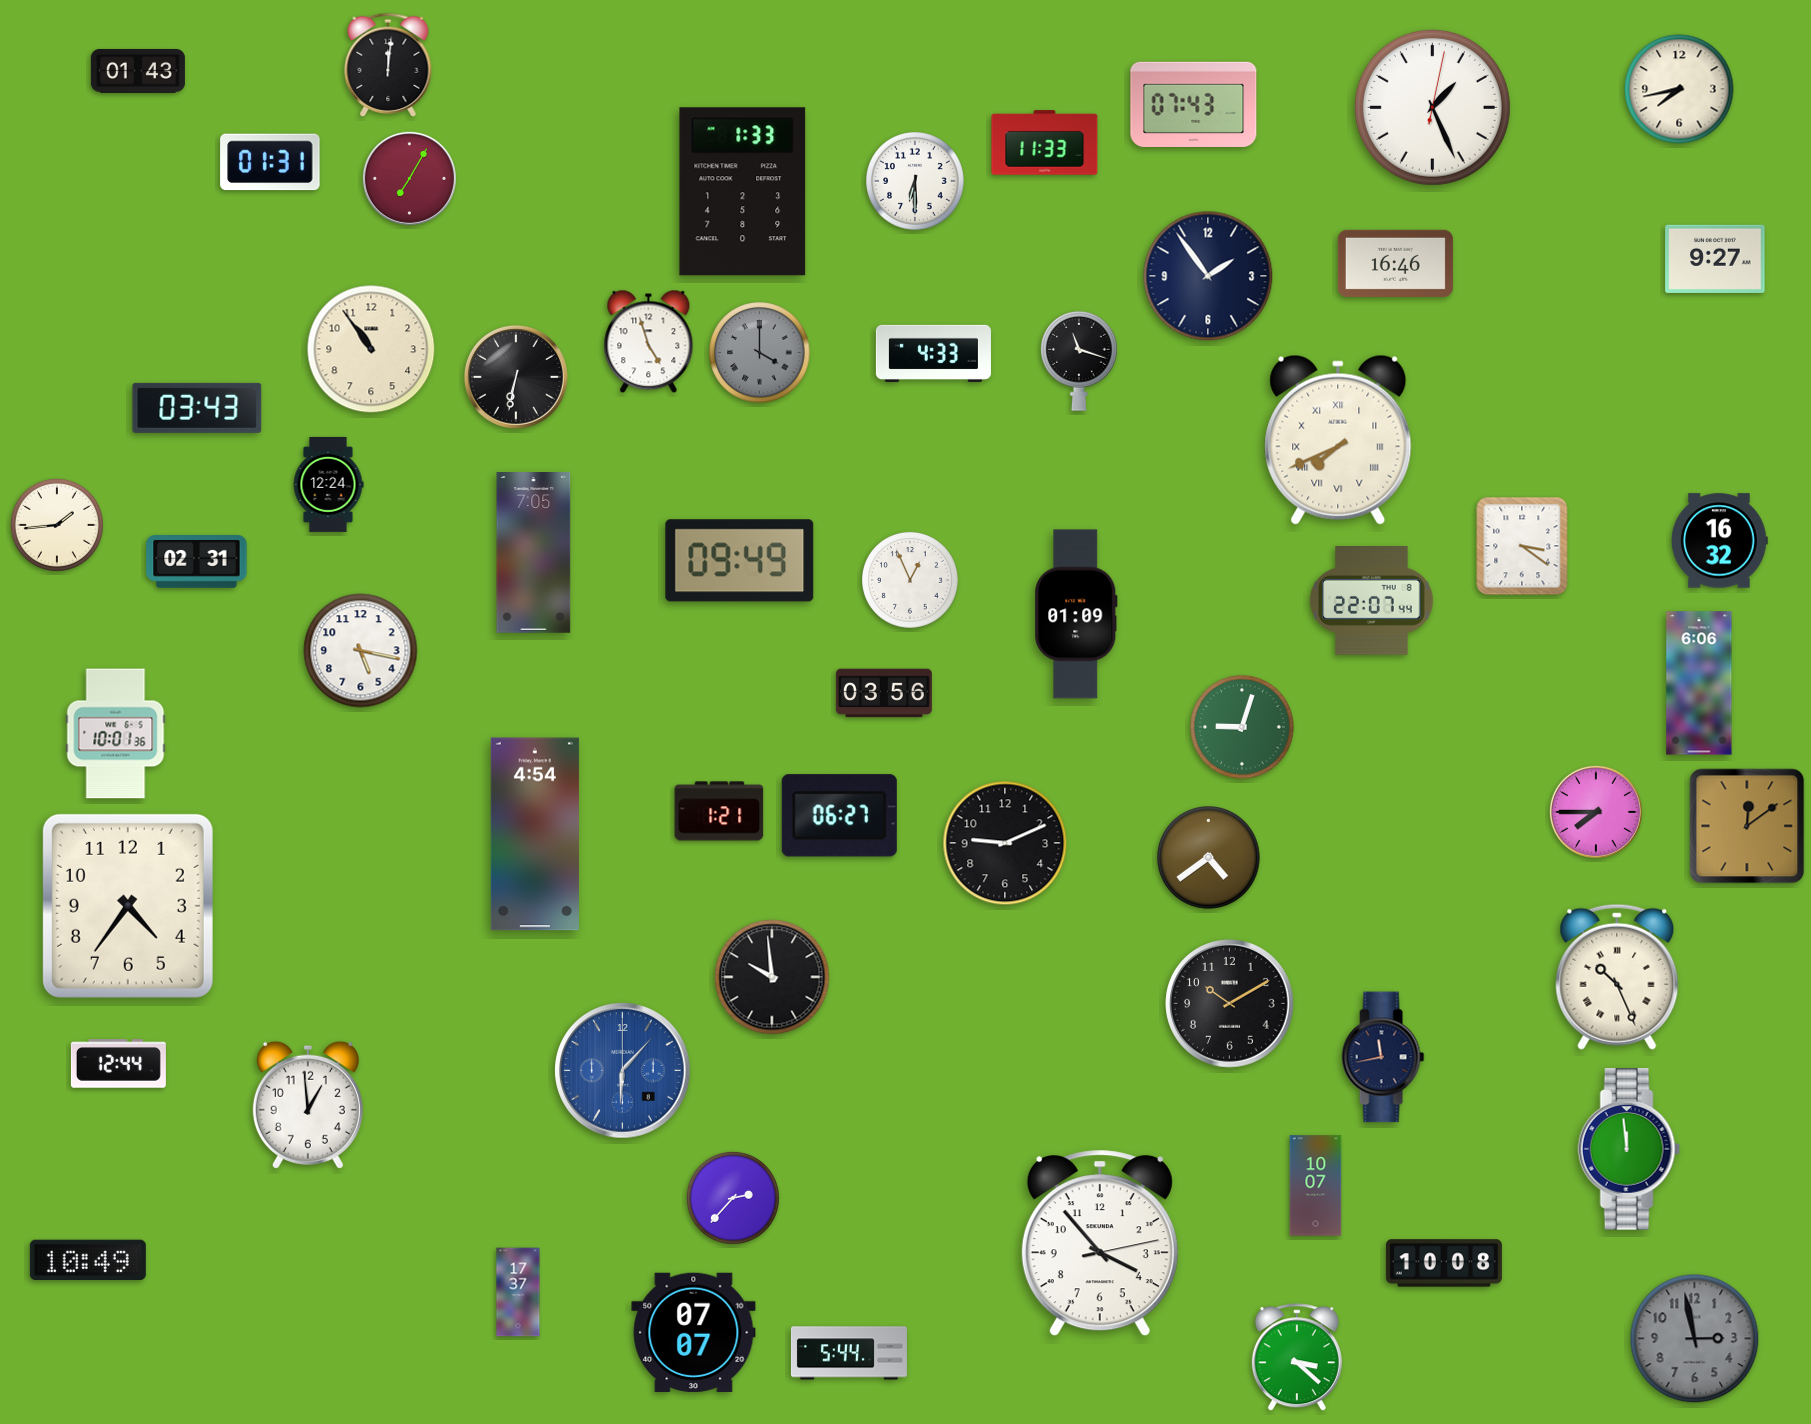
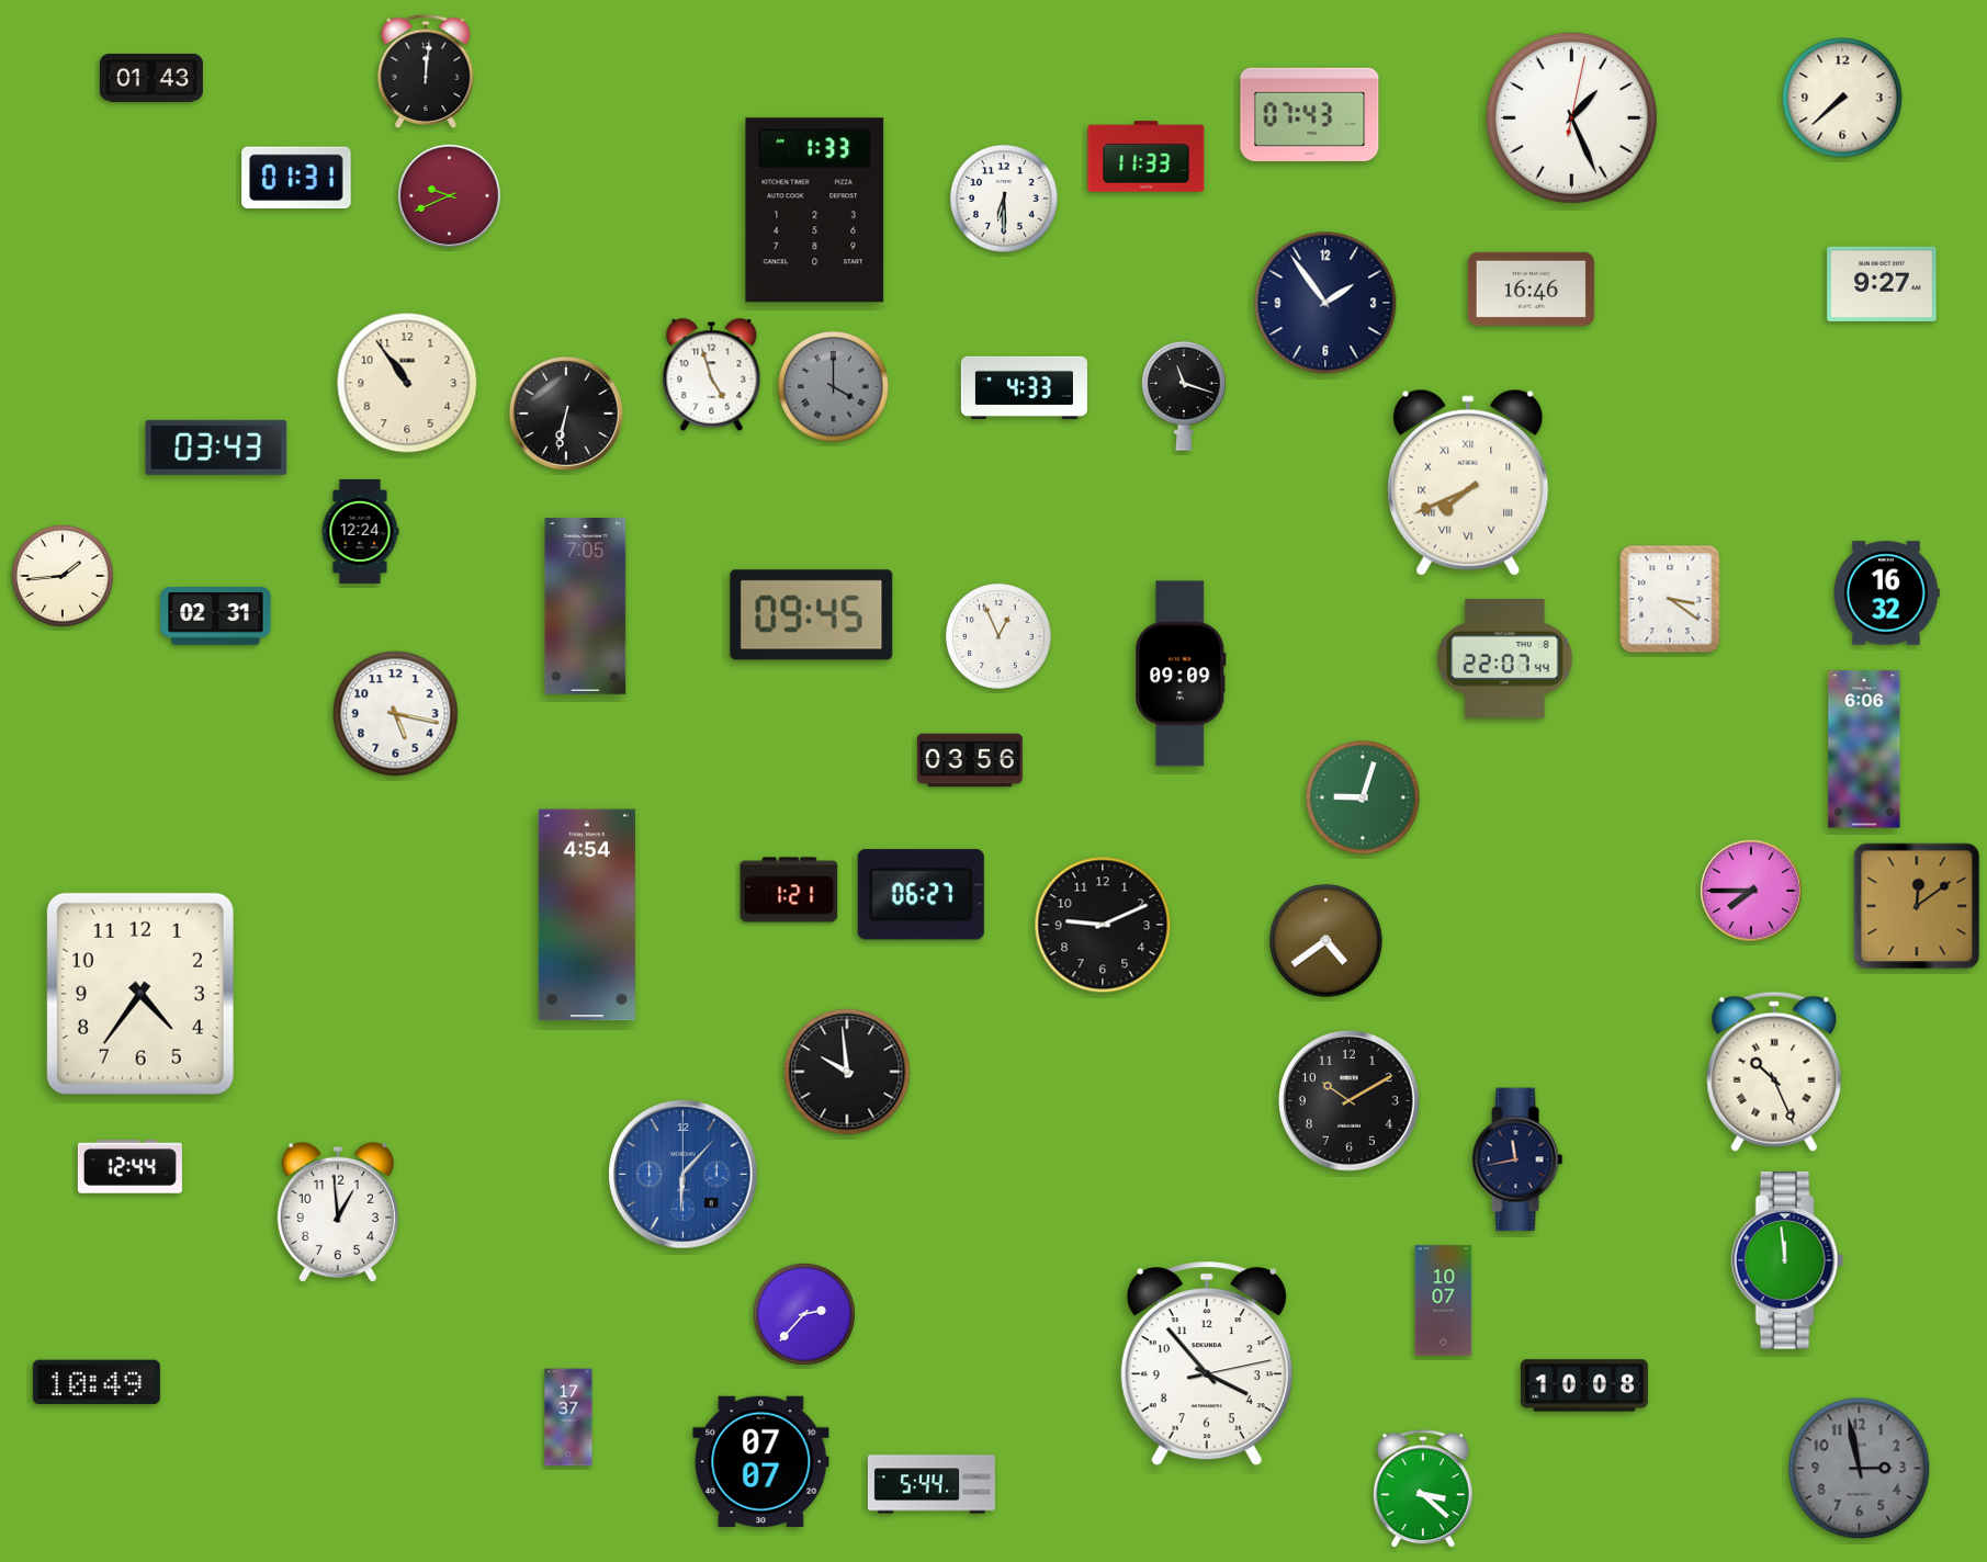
clock at (1679, 89): 7:43 -> 7:38
clock at (409, 178): 7:05 -> 9:41
clock at (740, 561): 09:49 -> 09:45
clock at (1076, 614): 01:09 -> 09:09
clock at (116, 734): 10:01 -> none
